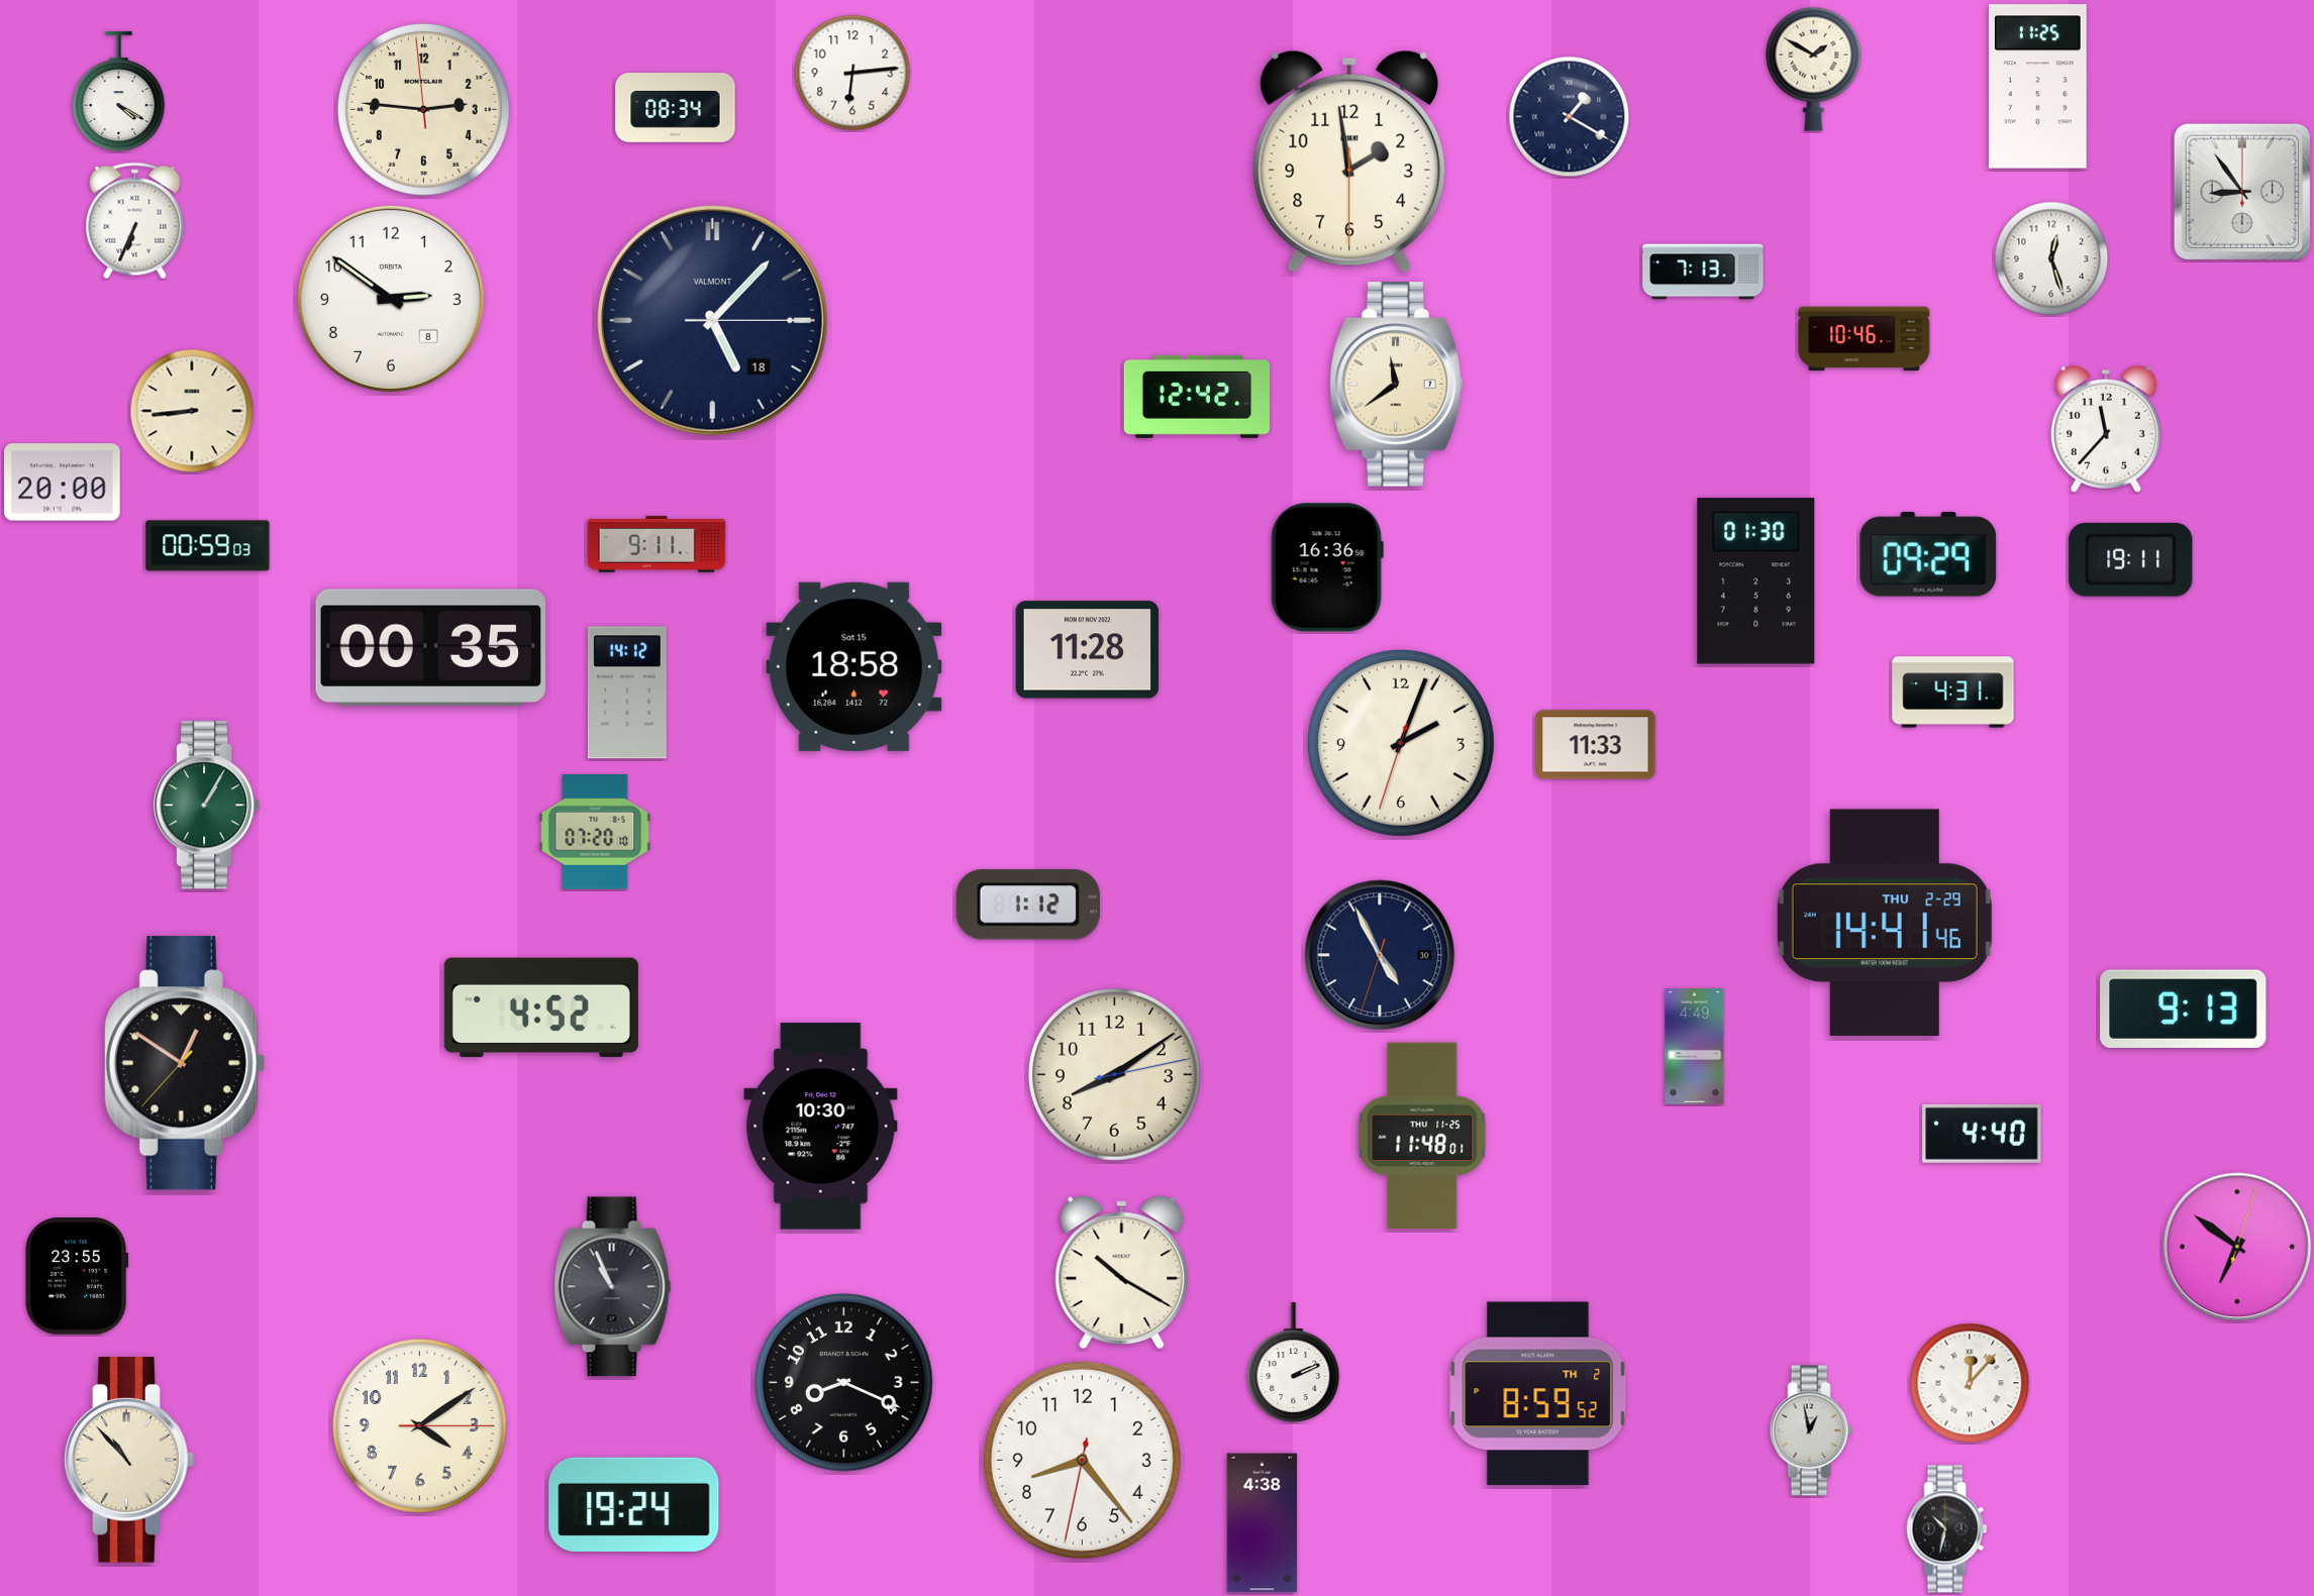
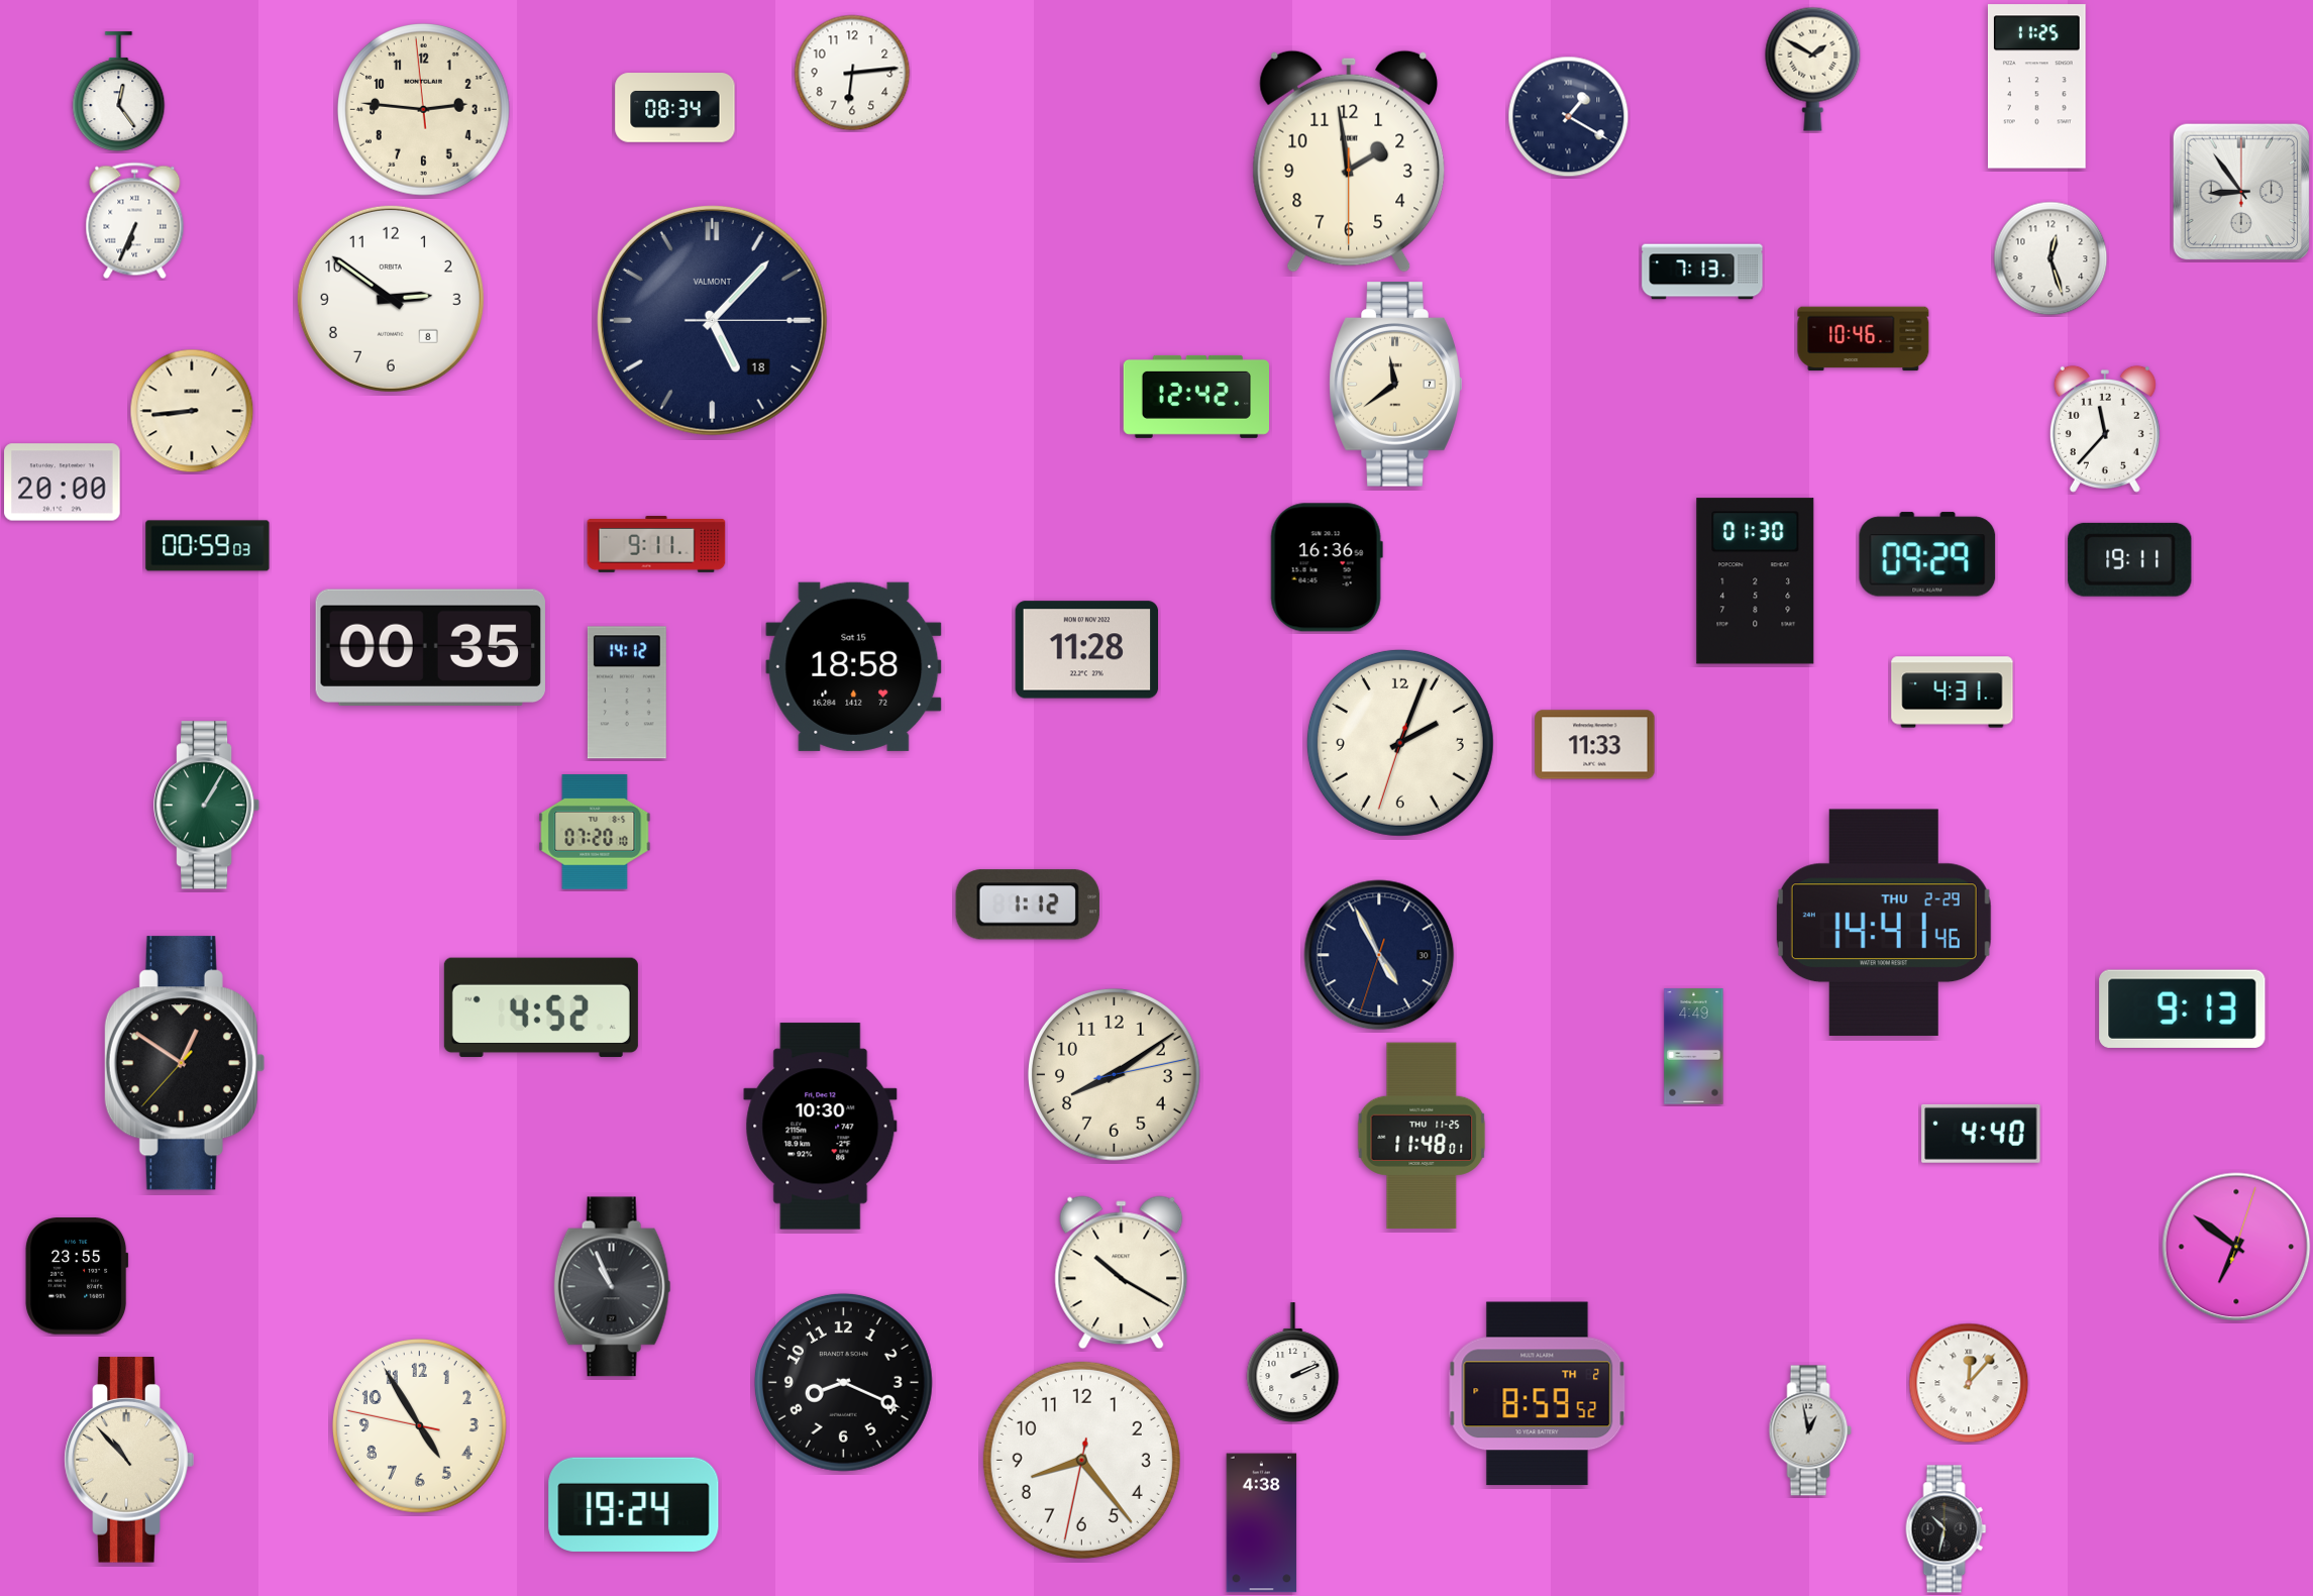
clock at (119, 91): 4:20 -> 12:24
clock at (419, 1425): 4:09 -> 4:54
